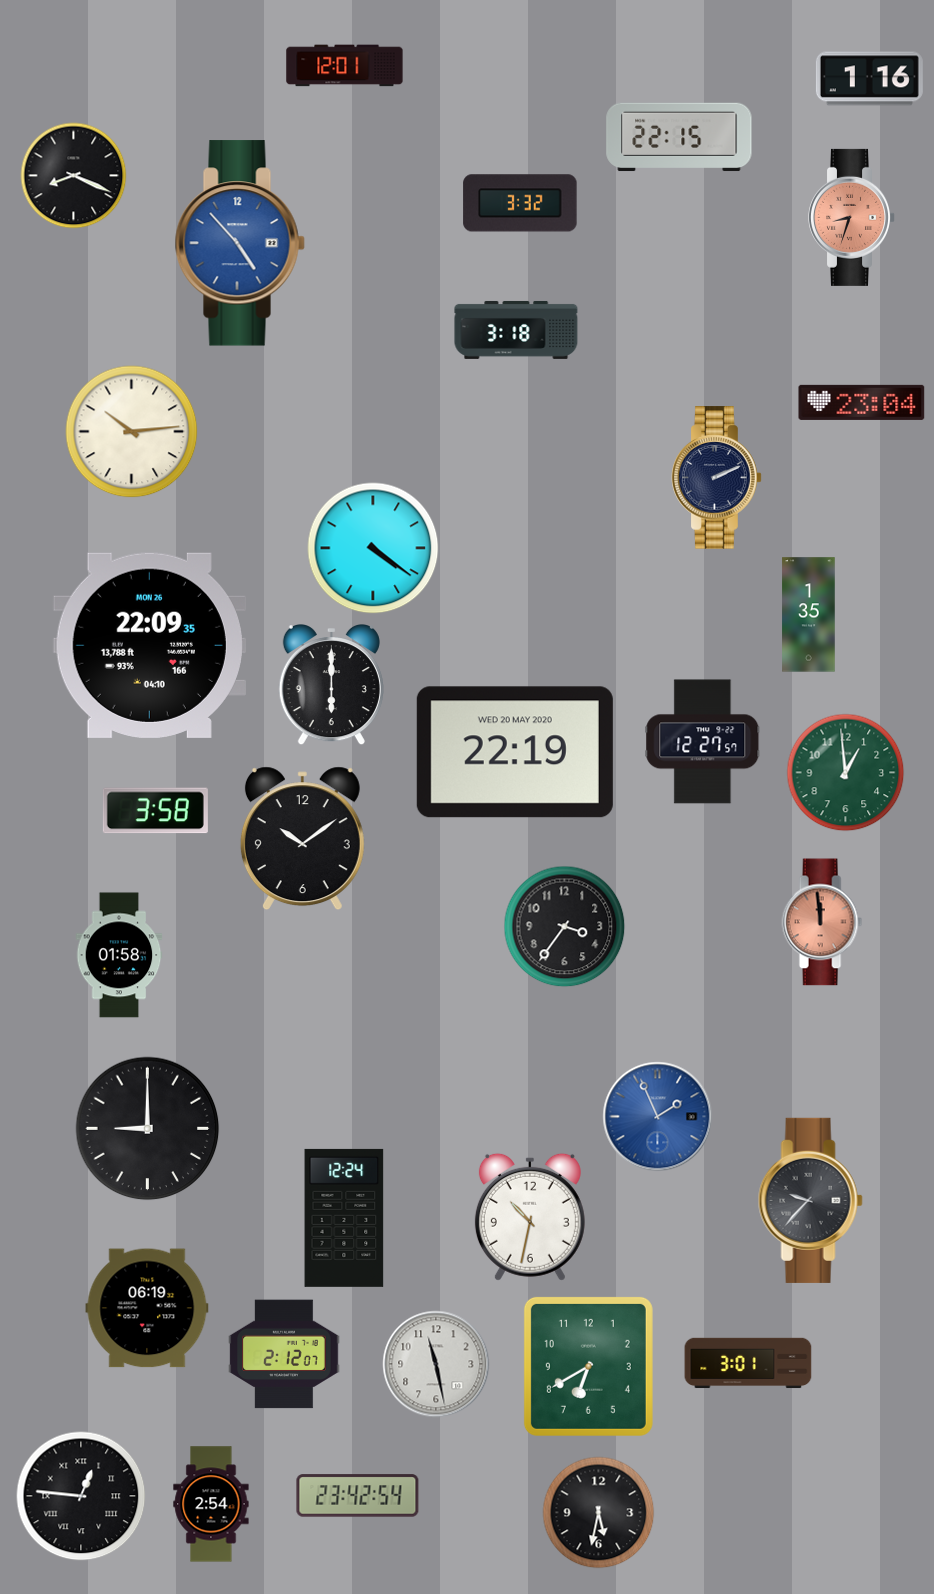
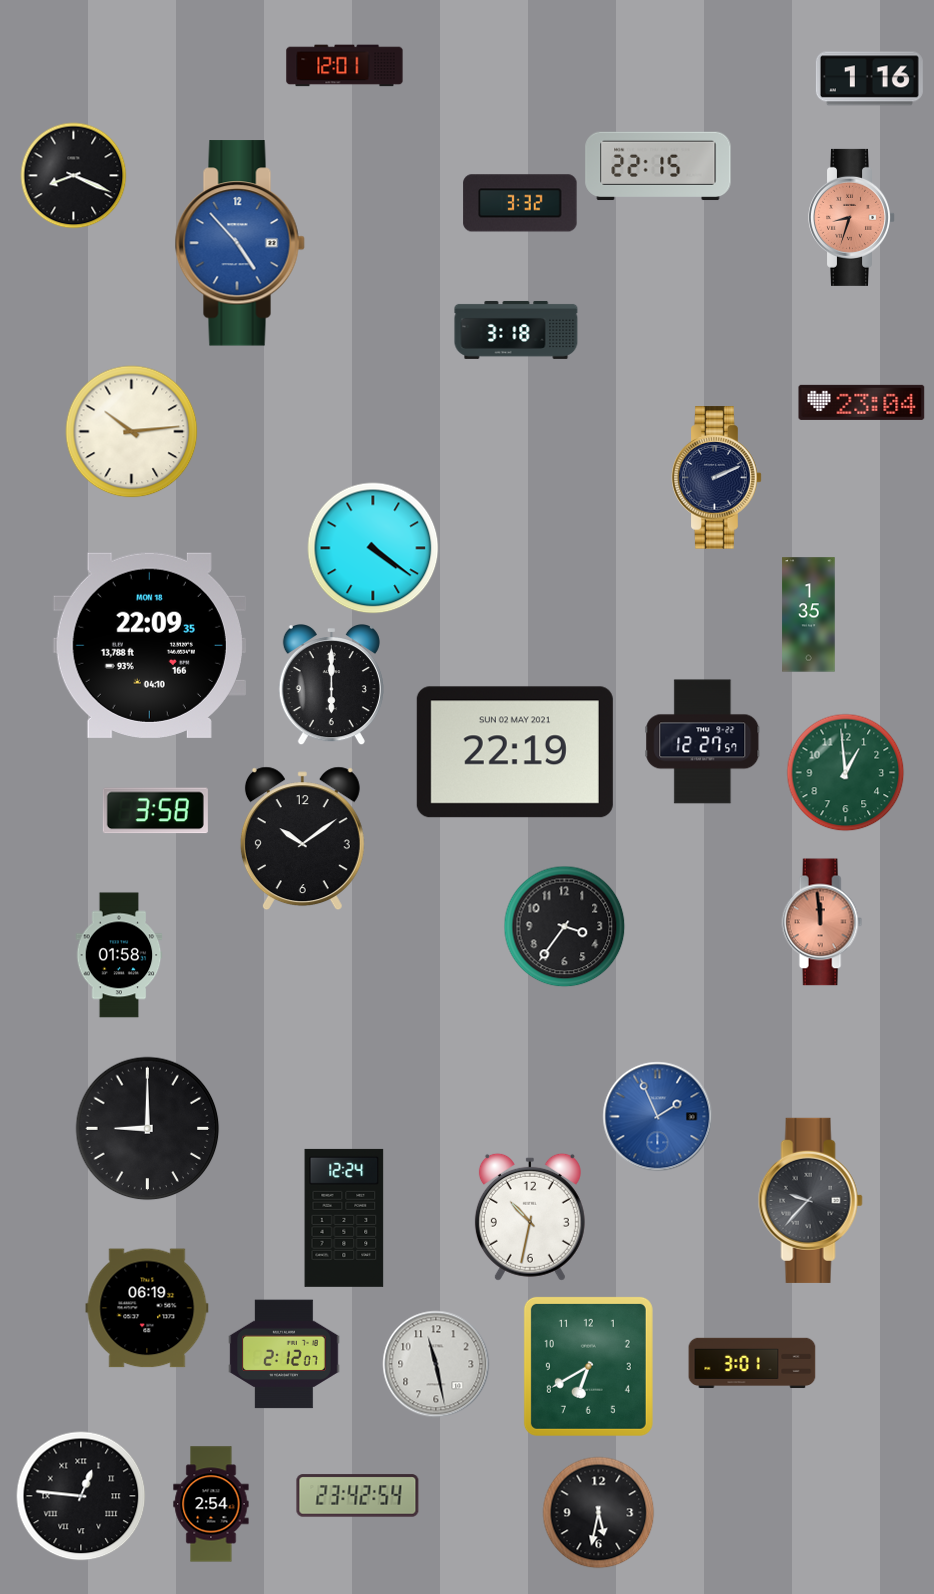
clock at (679, 137) position: (679, 137) -> (658, 166)
clock at (149, 645) date: MON 26 -> MON 18
clock at (515, 752) date: WED 20 MAY 2020 -> SUN 02 MAY 2021
clock at (748, 1363) position: (748, 1363) -> (752, 1363)
